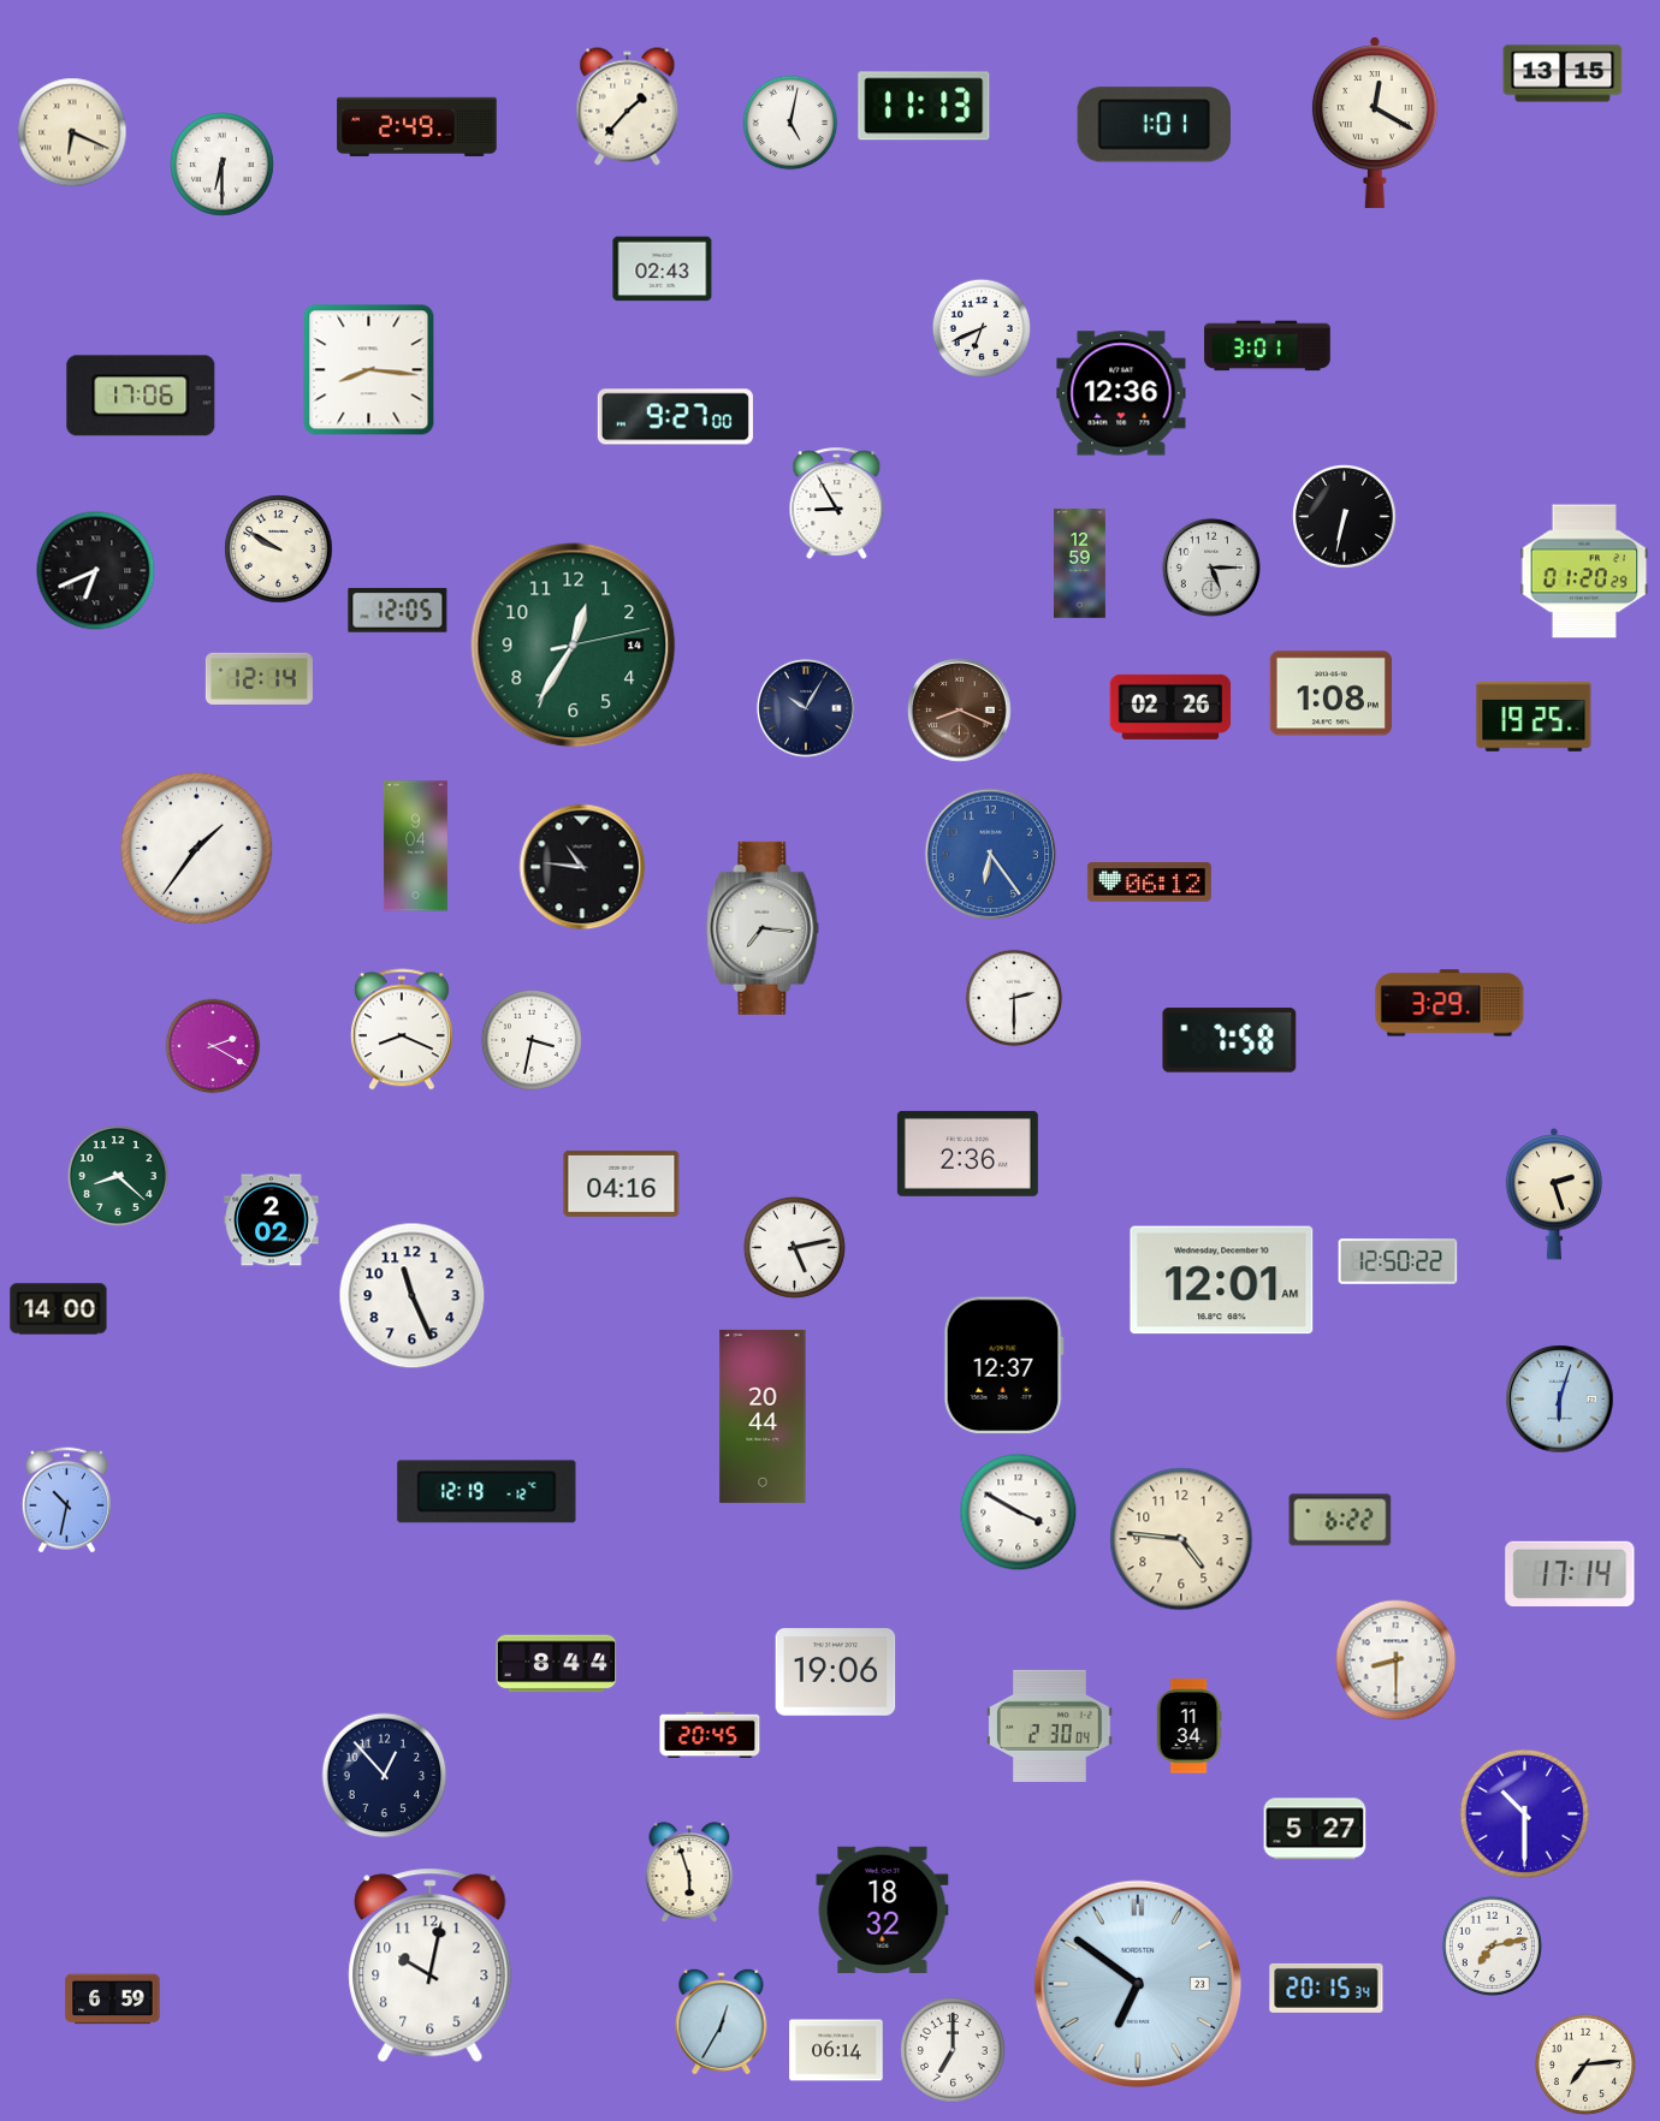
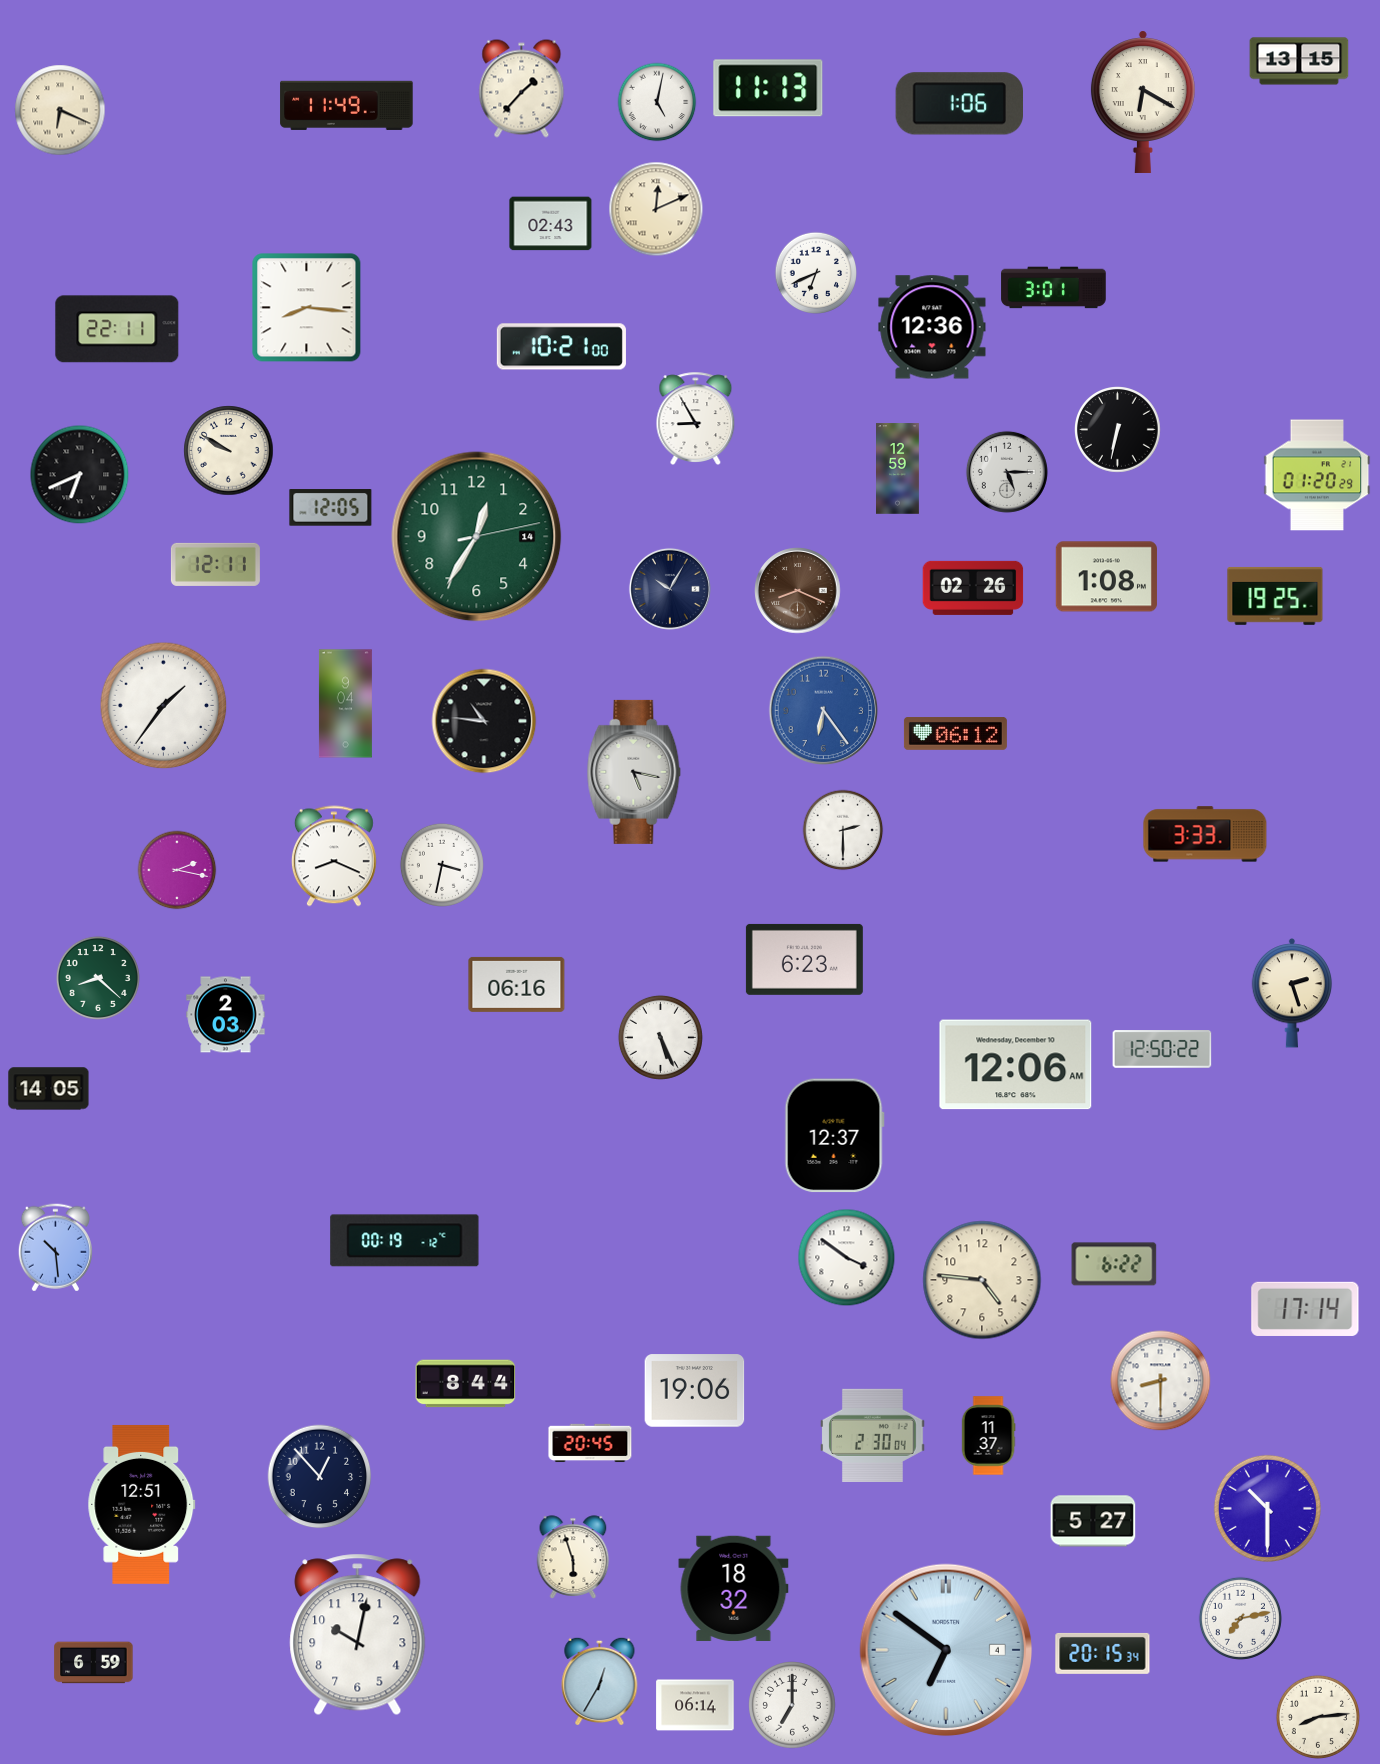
clock at (1375, 123): 12:20 -> 6:20
clock at (1154, 125): 1:01 -> 1:06
clock at (417, 126): 2:49 -> 11:49
clock at (223, 165): 6:30 -> none
clock at (656, 209): none -> 12:11
clock at (141, 396): 17:06 -> 22:11
clock at (675, 417): 9:27 -> 10:21
clock at (279, 549) position: (279, 549) -> (229, 451)
clock at (259, 678): 12:14 -> 12:11
clock at (763, 928): 7:16 -> 5:17
clock at (1449, 1003): 3:29 -> 3:33
clock at (1229, 1040): 7:58 -> none
clock at (213, 1046): 2:20 -> 2:17
clock at (967, 1153): 2:36 -> 6:23
clock at (622, 1183): 04:16 -> 06:16
clock at (272, 1220): 2:02 -> 2:03
clock at (794, 1247): 5:13 -> 5:26
clock at (1222, 1281): 12:01 -> 12:06
clock at (413, 1296): 11:26 -> none
clock at (59, 1309): 14:00 -> 14:05
clock at (1560, 1400): 6:03 -> none
clock at (763, 1416): 20:44 -> none
clock at (487, 1492): 12:19 -> 00:19
clock at (66, 1501): 10:32 -> 10:29
clock at (1019, 1513): 3:50 -> 3:51
clock at (557, 1664) position: (557, 1664) -> (466, 1384)
clock at (1188, 1727): 11:34 -> 11:37
clock at (142, 1504): none -> 12:51
clock at (1138, 1984) date: 23 -> 4
clock at (1585, 2064): 7:14 -> 8:14
